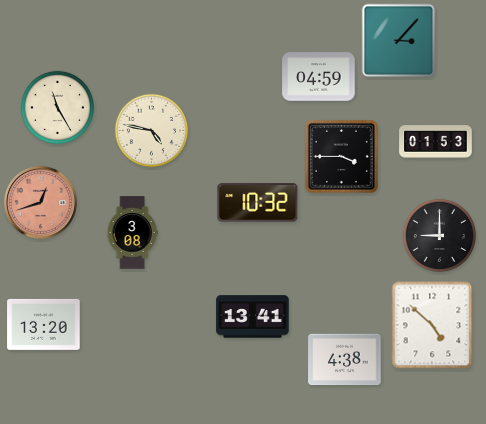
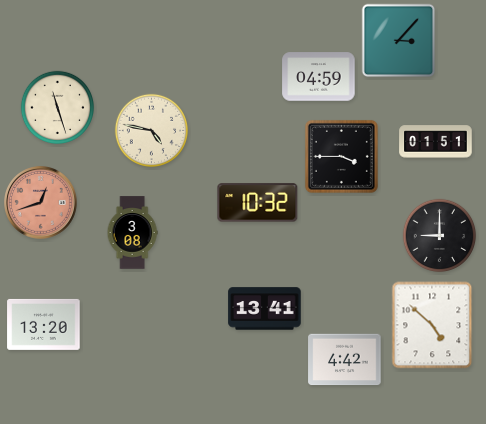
clock at (58, 108): 11:25 -> 11:27
clock at (436, 142): 01:53 -> 01:51
clock at (253, 317) position: (253, 317) -> (265, 309)
clock at (345, 360): 4:38 -> 4:42
